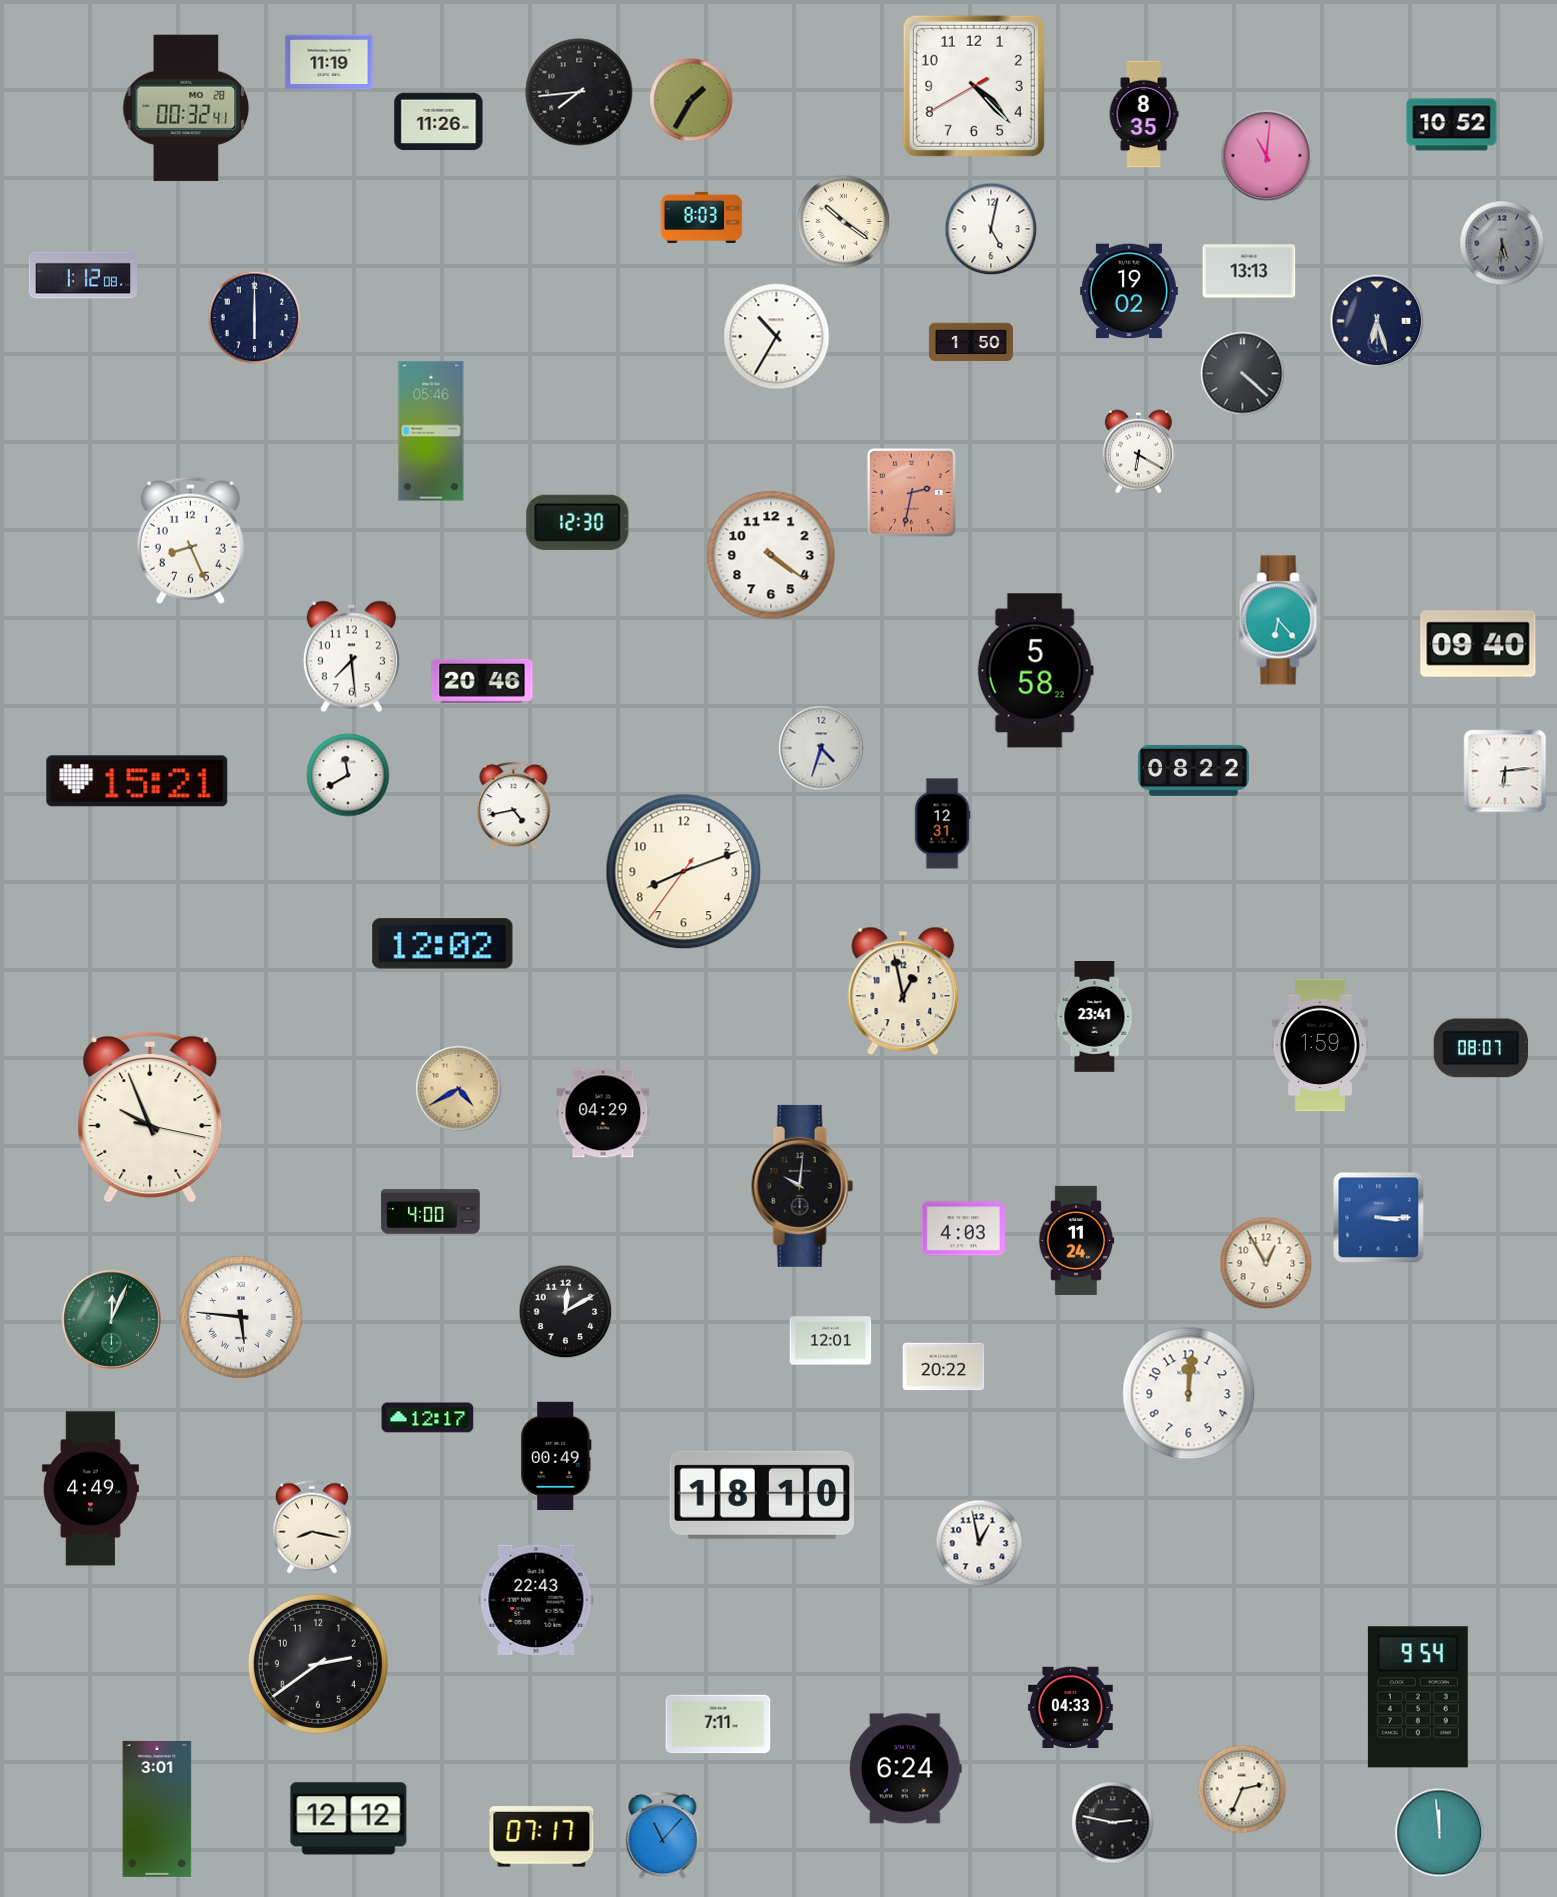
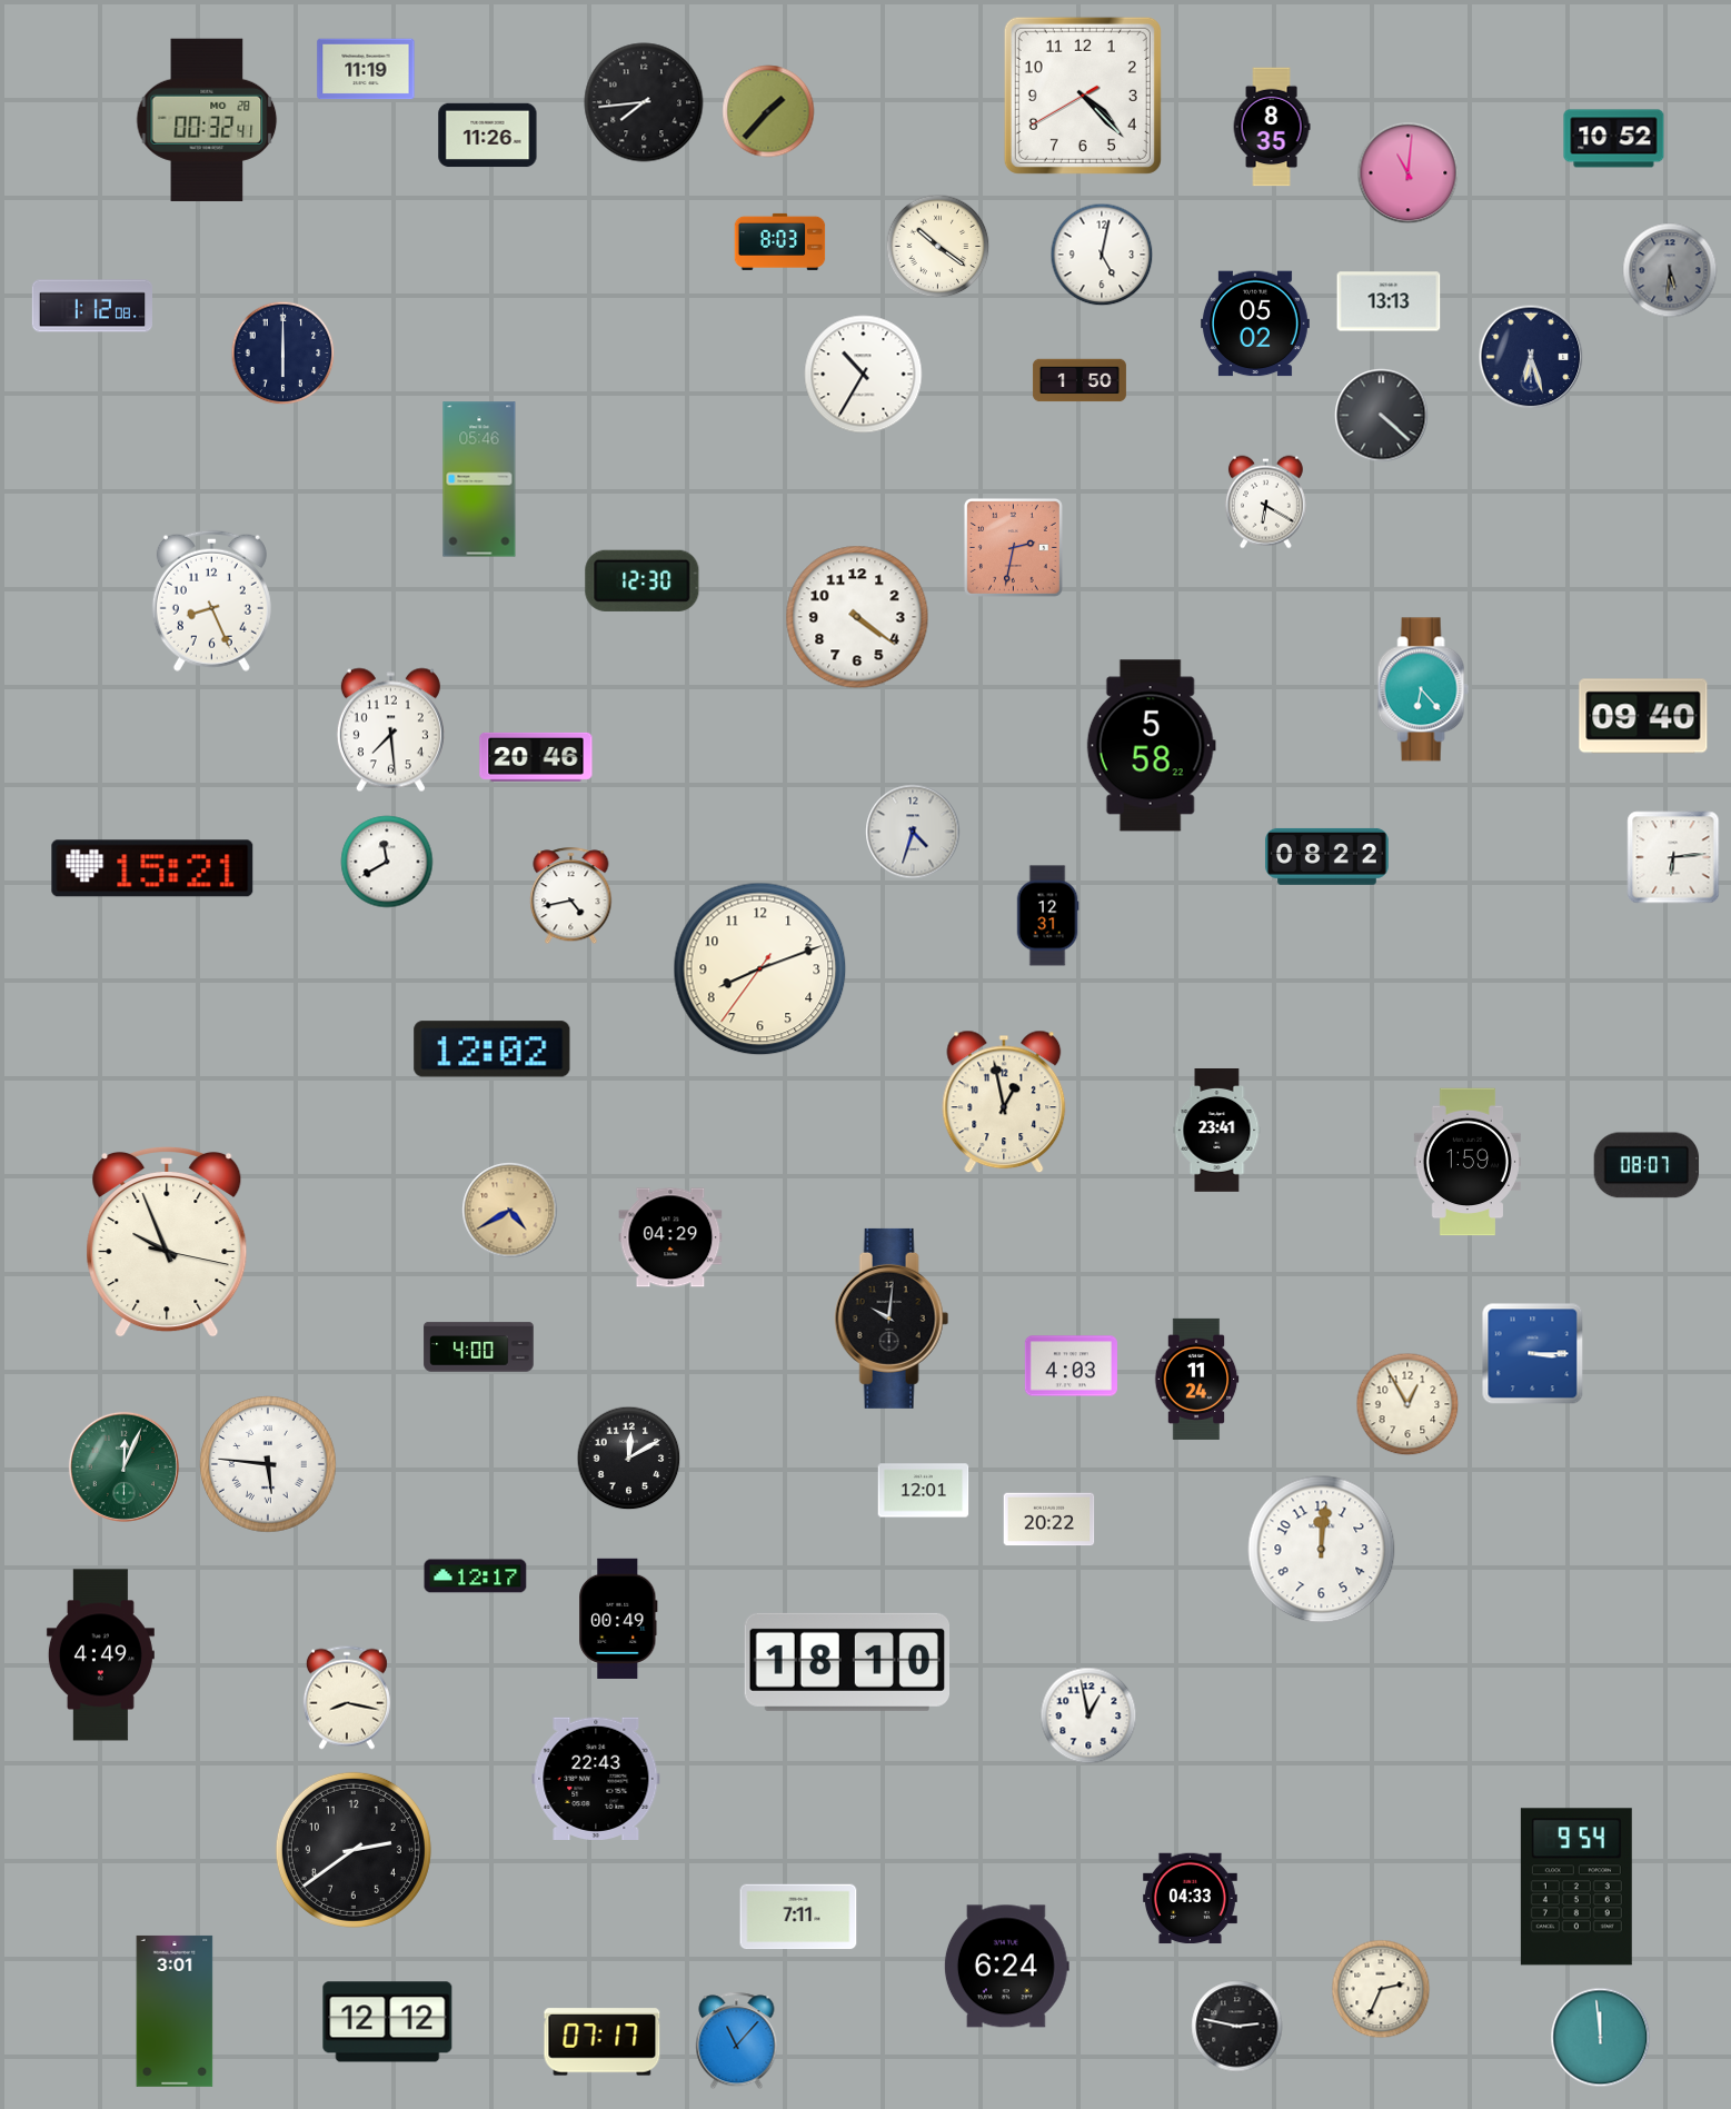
clock at (691, 100): 1:35 -> 1:37
clock at (1130, 291): 19:02 -> 05:02
